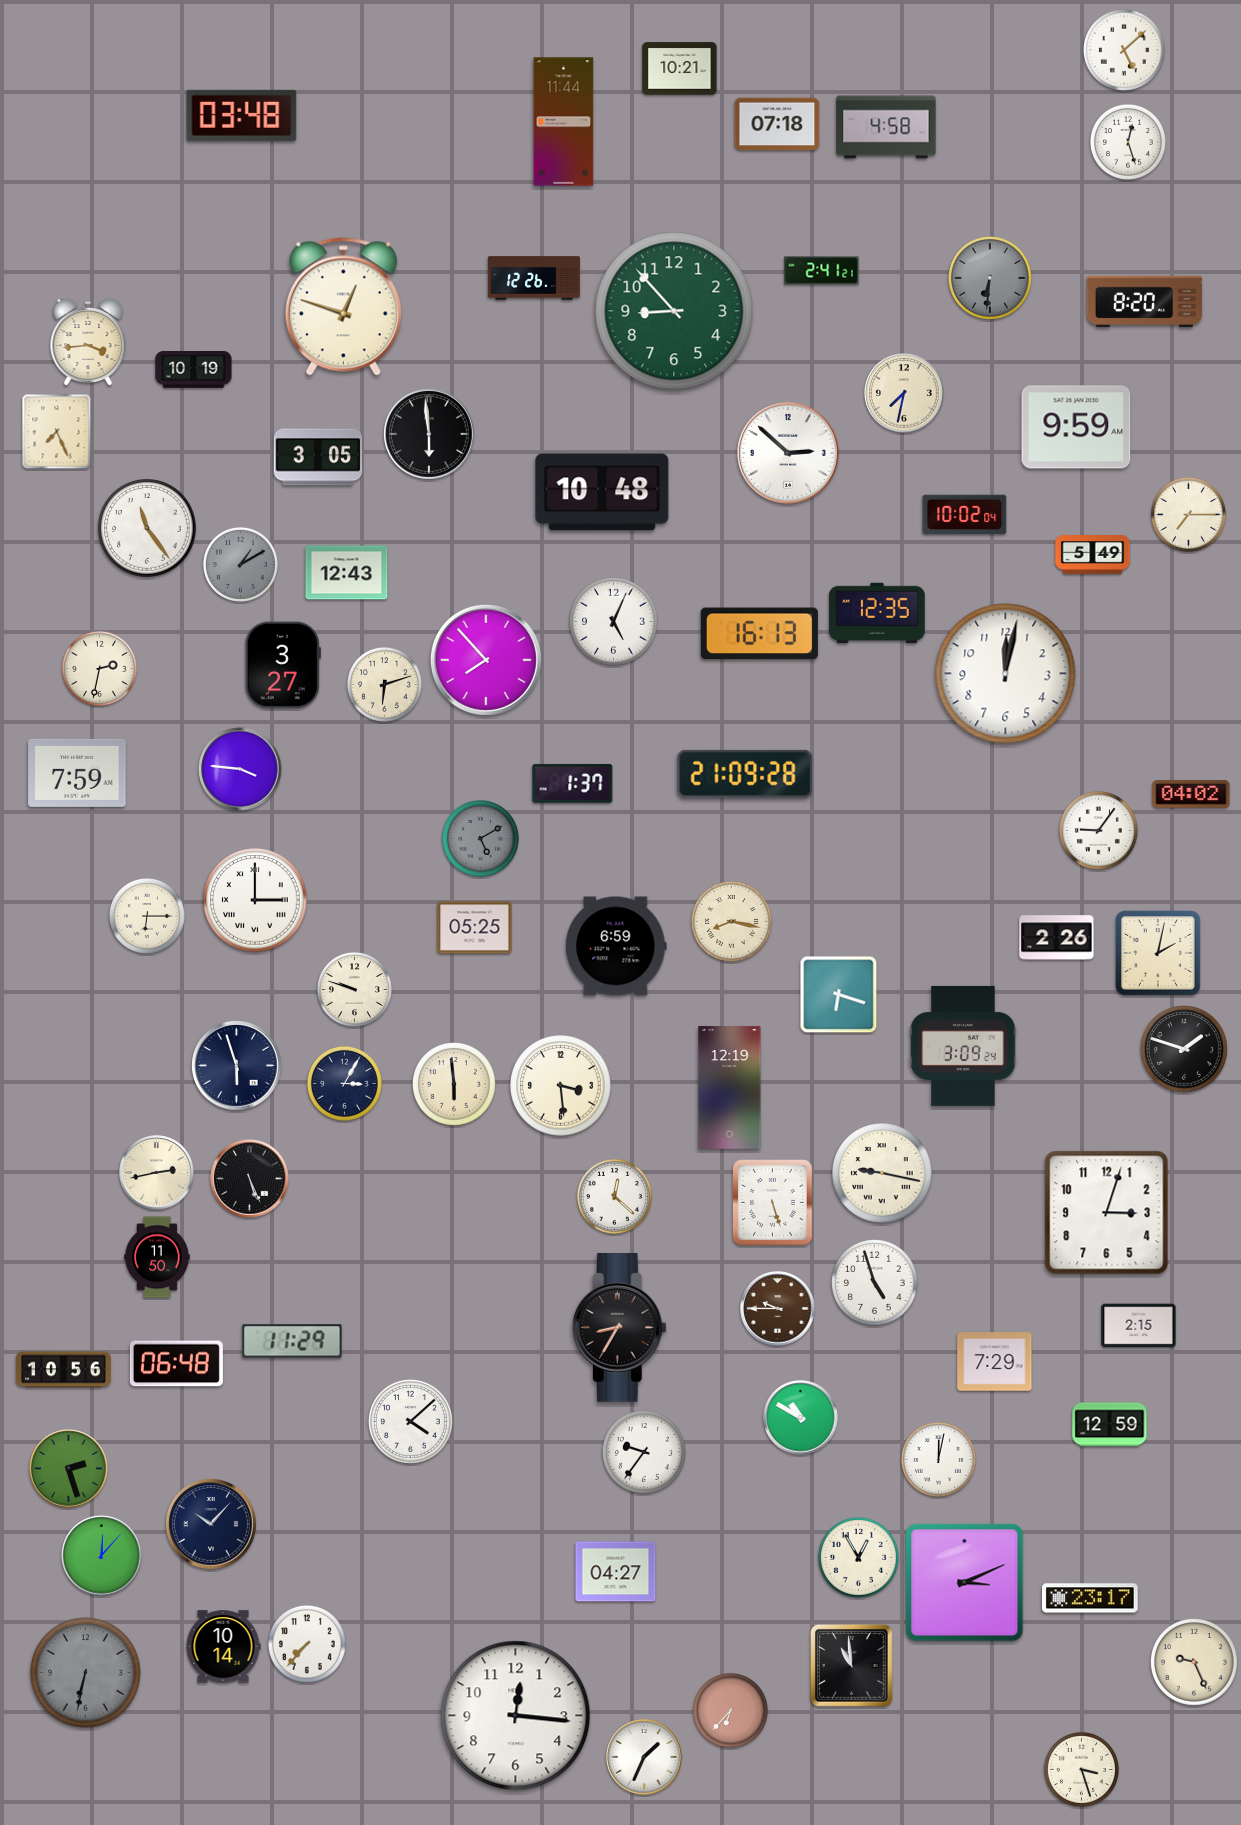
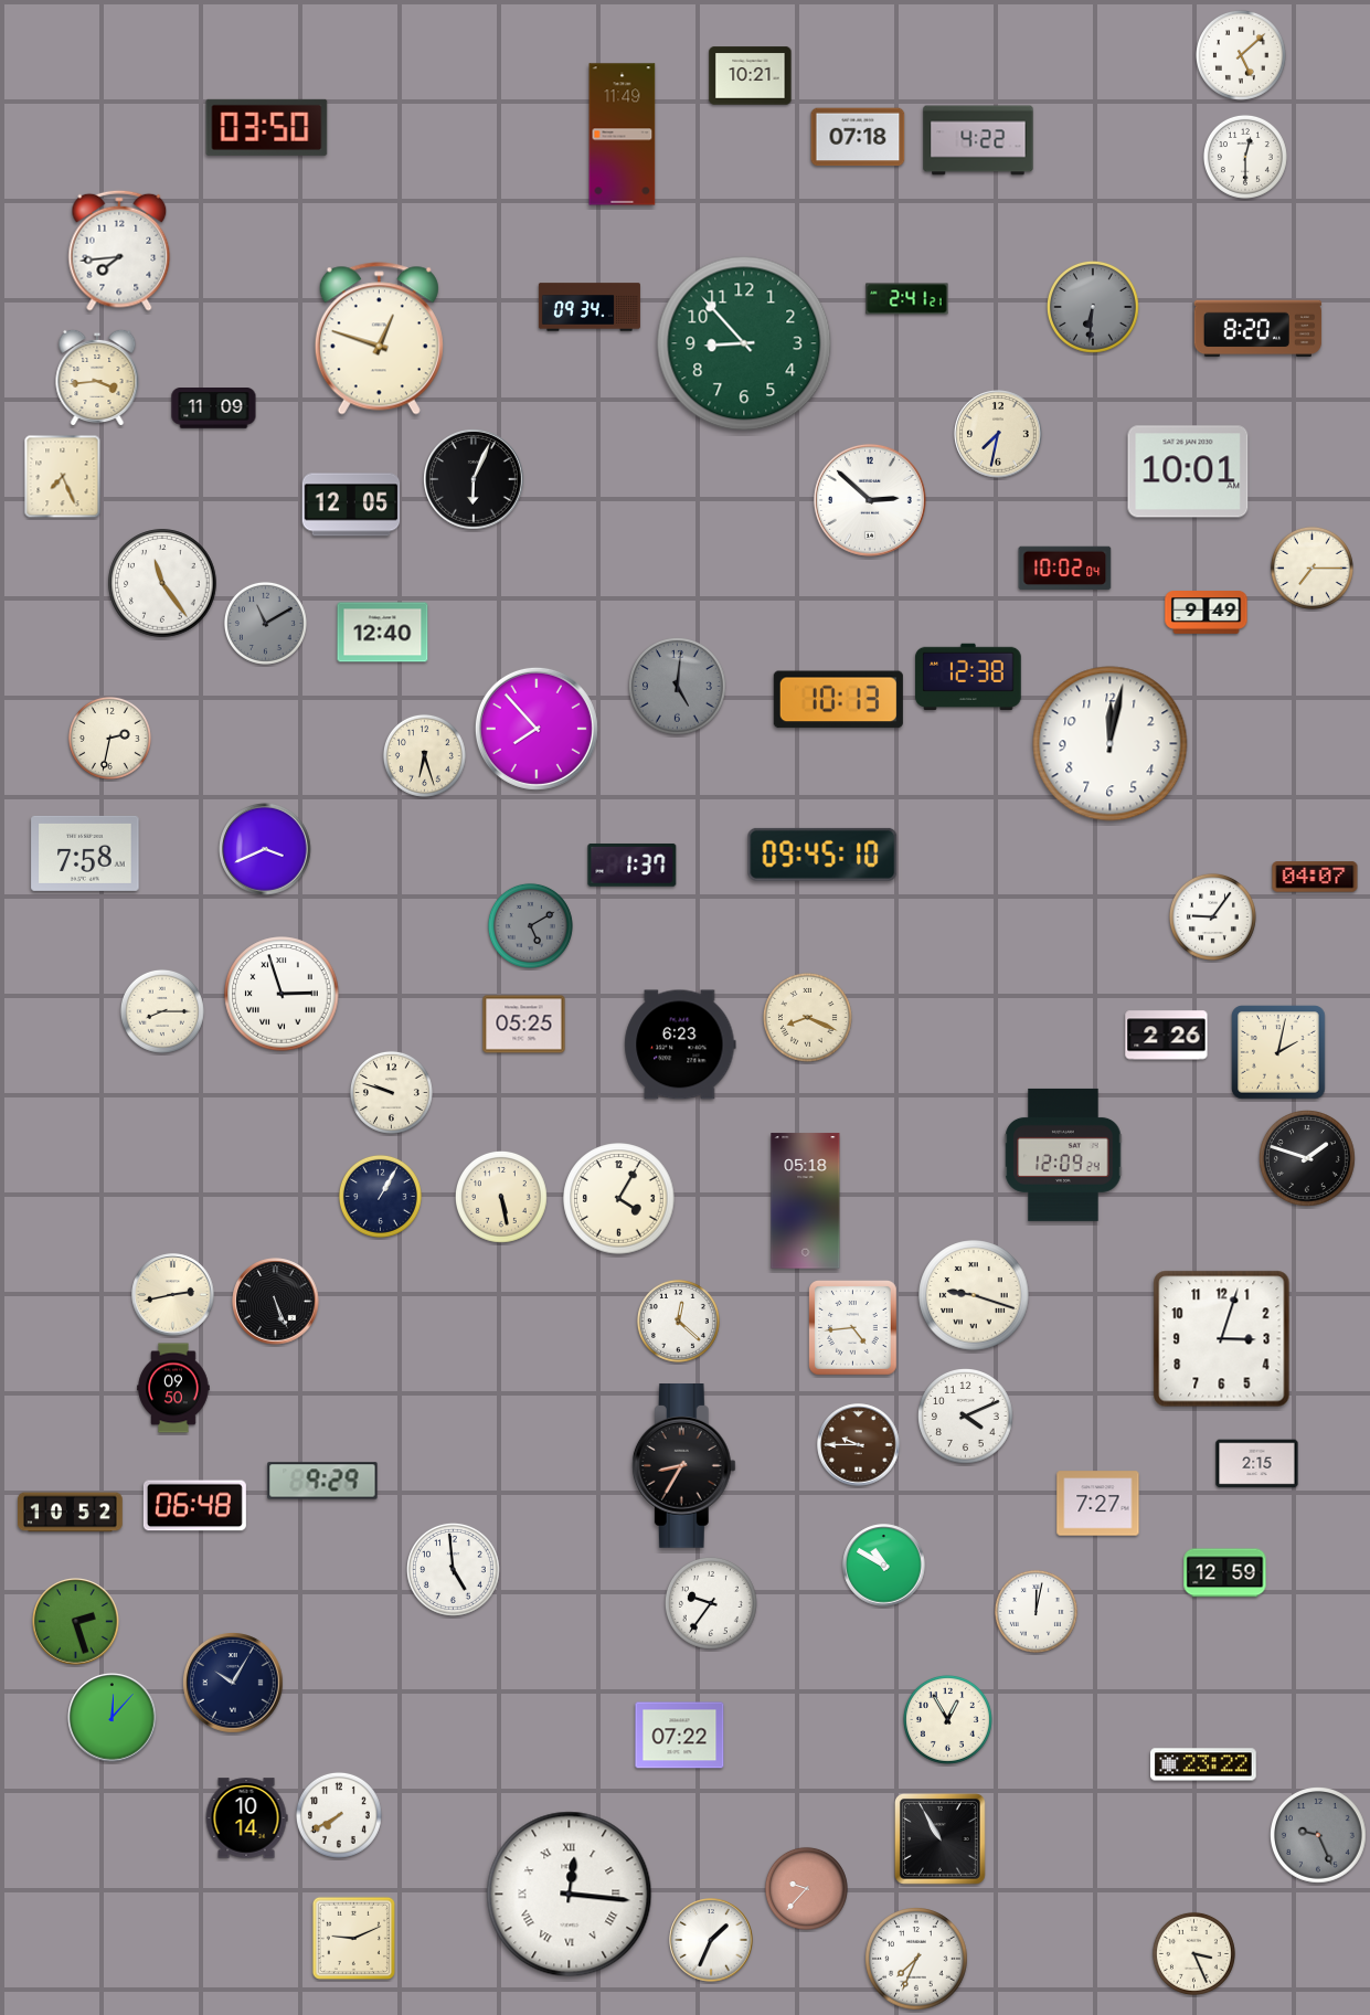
clock at (242, 115): 03:48 -> 03:50
clock at (564, 122): 11:44 -> 11:49
clock at (886, 127): 4:58 -> 4:22
clock at (1128, 142): 12:27 -> 12:30
clock at (119, 251): none -> 7:44
clock at (534, 278): 12:26 -> 09:34
clock at (1145, 302) position: (1145, 302) -> (1259, 329)
clock at (194, 370): 10:19 -> 11:09
clock at (1076, 427): 9:59 -> 10:01
clock at (430, 435): 5:59 -> 6:04
clock at (318, 457): 3:05 -> 12:05
clock at (602, 492): 10:48 -> none
clock at (1093, 555): 5:49 -> 9:49
clock at (240, 564): 1:10 -> 11:10
clock at (347, 573): 12:43 -> 12:40
clock at (877, 613): 12:35 -> 12:38
clock at (614, 622): 5:04 -> 5:01
clock at (614, 622) dial: white -> grey
clock at (759, 634): 16:13 -> 10:13
clock at (283, 665): 3:27 -> none
clock at (384, 684): 6:12 -> 6:27
clock at (240, 769): 3:46 -> 3:41
clock at (77, 773): 7:59 -> 7:58
clock at (745, 774): 21:09 -> 09:45
clock at (1191, 794): 04:02 -> 04:07
clock at (255, 900): 3:00 -> 2:57
clock at (147, 916): 6:15 -> 8:15
clock at (731, 921): 8:17 -> 8:19
clock at (616, 946): 6:59 -> 6:23
clock at (839, 995): 6:18 -> none
clock at (963, 1046): 3:09 -> 12:09
clock at (237, 1066): 5:57 -> none
clock at (344, 1083): 3:05 -> 1:05
clock at (454, 1084): 5:59 -> 5:28
clock at (561, 1086): 3:29 -> 4:05
clock at (730, 1088): 12:19 -> 05:18
clock at (882, 1173): 9:17 -> 9:18
clock at (773, 1203): 5:27 -> 4:44
clock at (157, 1257): 11:50 -> 09:50
clock at (875, 1283): 4:57 -> 4:11
clock at (292, 1341): 11:29 -> 9:29
clock at (995, 1362): 7:29 -> 7:27
clock at (64, 1370): 10:56 -> 10:52
clock at (410, 1421): 4:08 -> 4:59
clock at (212, 1525): 10:07 -> 10:05
clock at (616, 1572): 04:27 -> 07:22
clock at (965, 1583): 3:11 -> none
clock at (1090, 1598): 23:17 -> 23:22
clock at (307, 1644): 7:37 -> 7:40
clock at (1195, 1663) dial: cream -> grey
clock at (851, 1665): 10:59 -> 10:55
clock at (86, 1673): 6:32 -> none
clock at (730, 1710): 6:37 -> 9:37
clock at (516, 1716) numerals: Arabic -> Roman
clock at (353, 1938): none -> 9:11
clock at (1081, 1769): 3:27 -> 3:26
clock at (916, 1959): none -> 7:34
